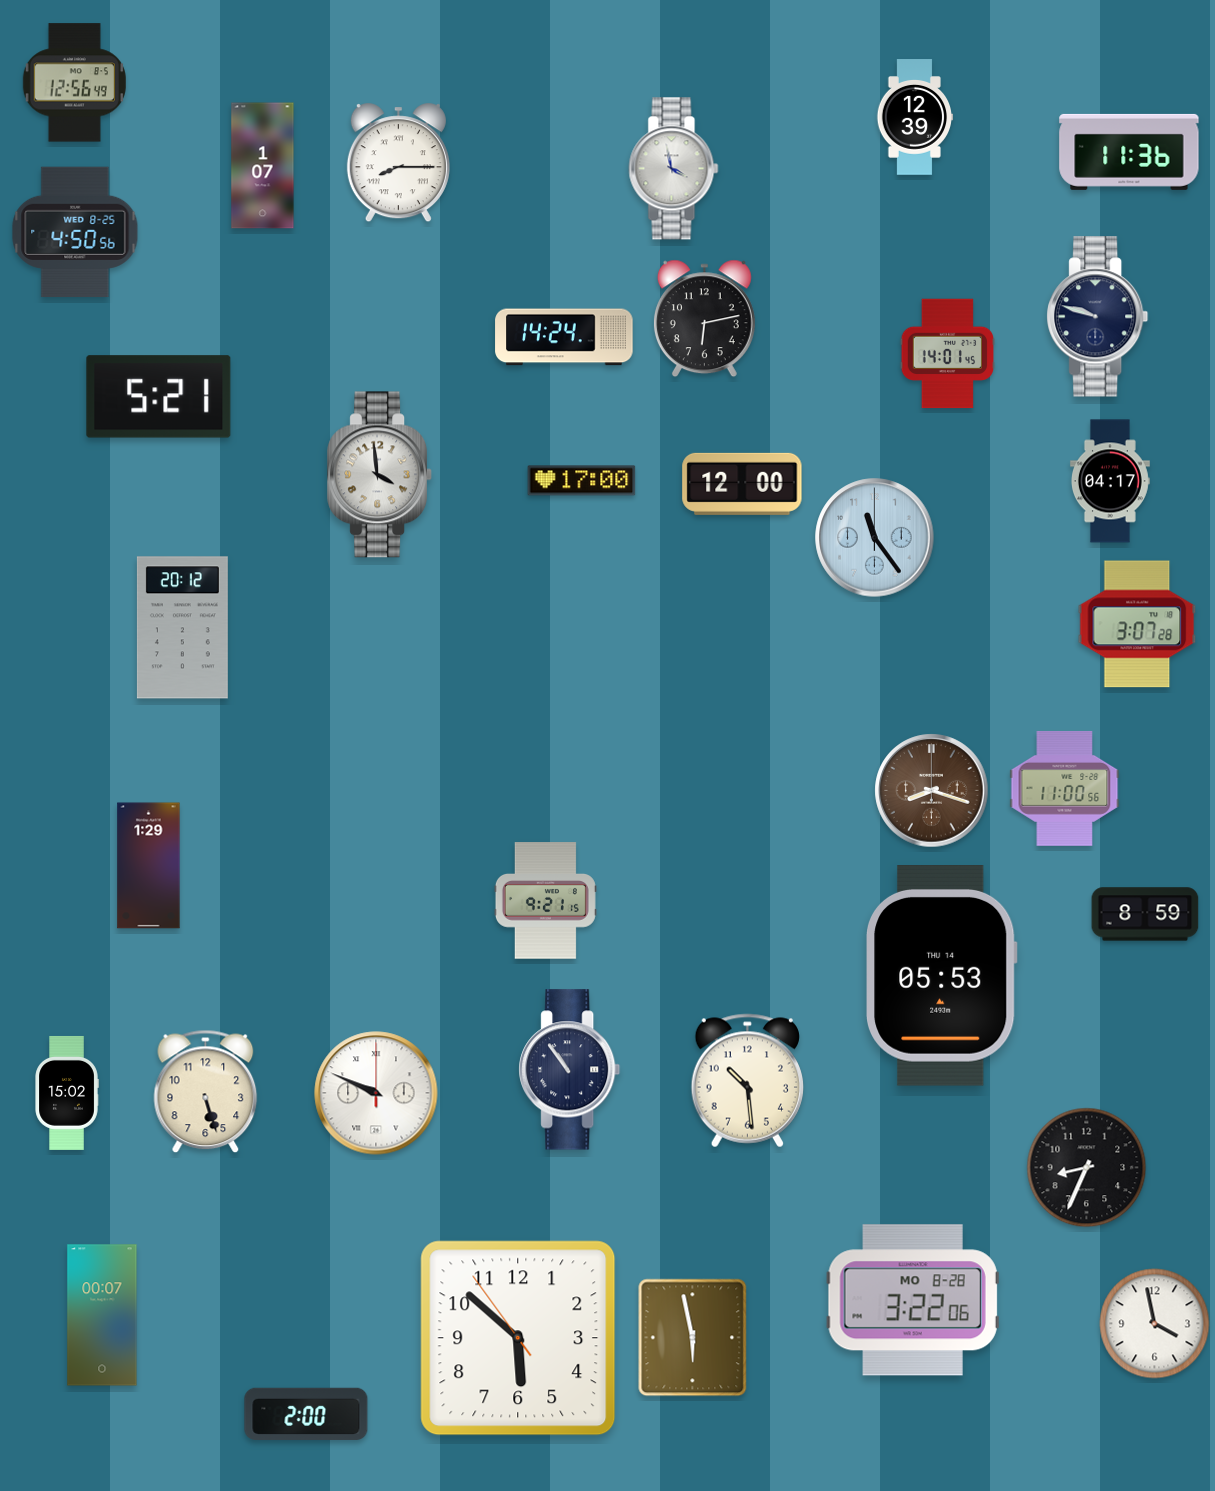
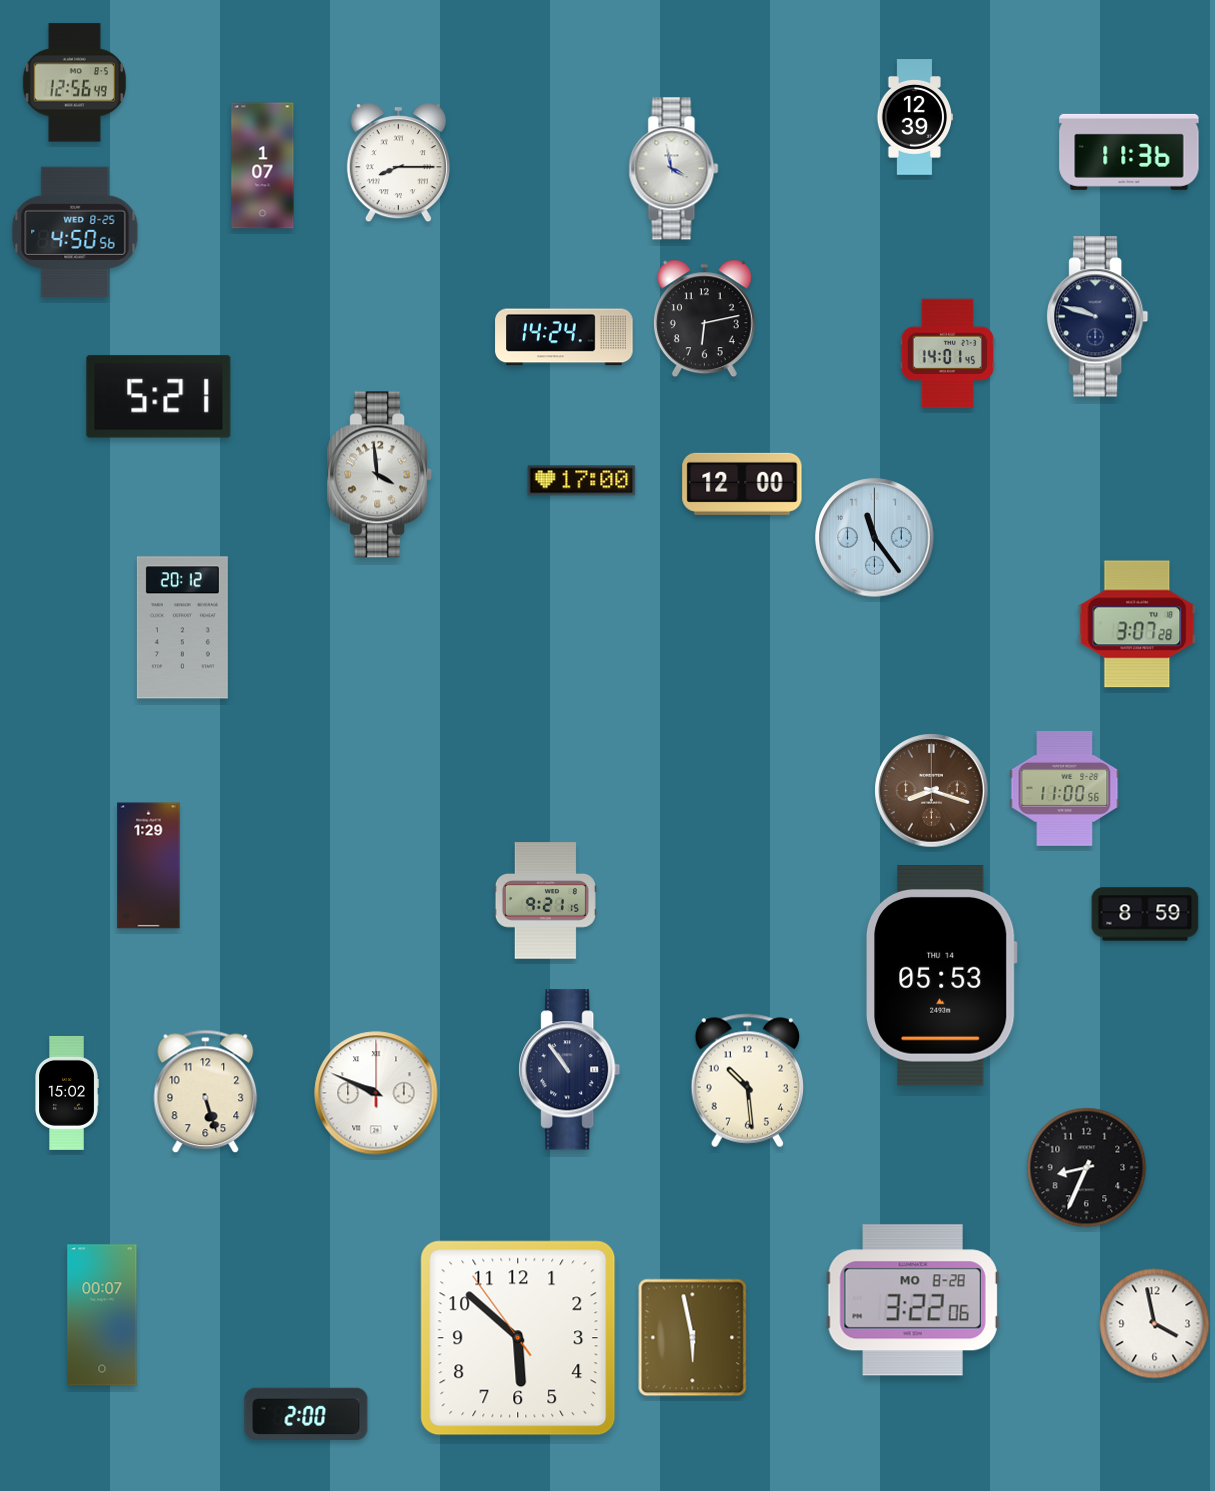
clock at (1110, 481): 04:17 -> none
